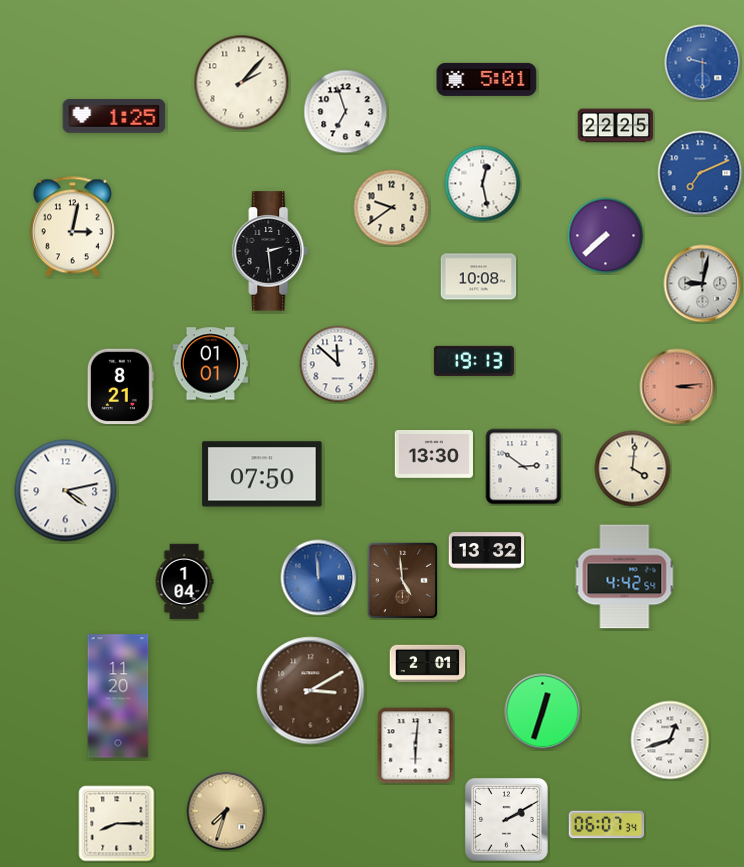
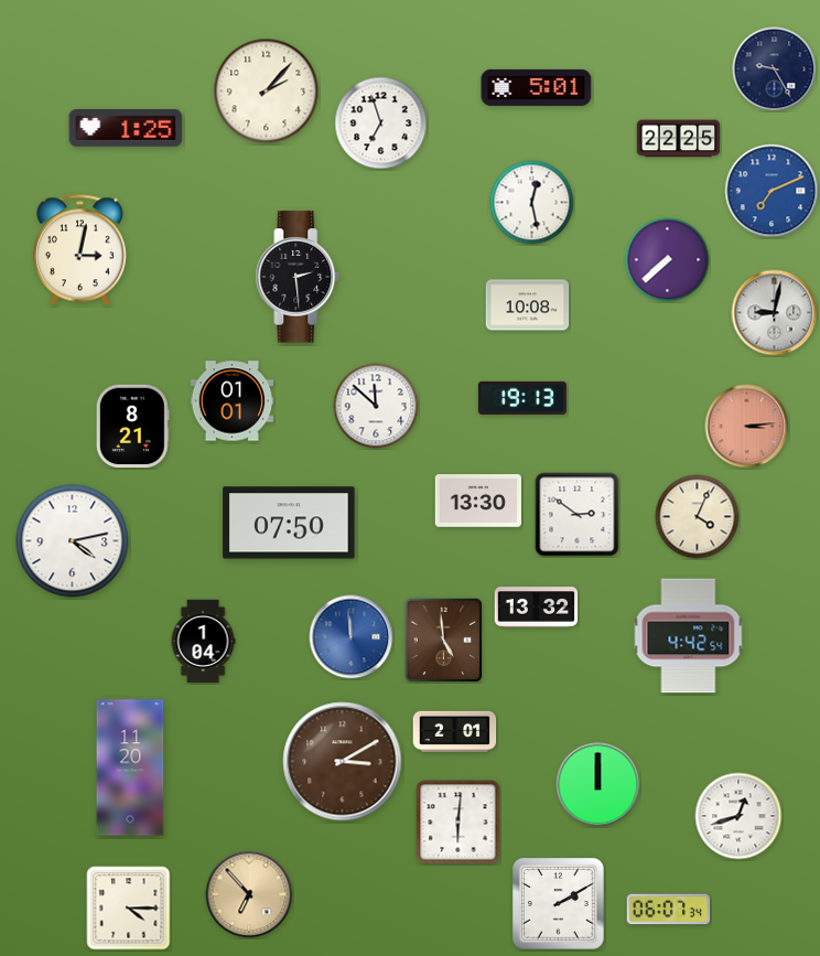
clock at (703, 63): 9:30 -> 9:25
clock at (703, 63) dial: blue -> navy
clock at (392, 208): 9:39 -> none
clock at (338, 364) position: (338, 364) -> (376, 406)
clock at (633, 469): 4:01 -> 4:04
clock at (428, 663) position: (428, 663) -> (455, 731)
clock at (543, 712): 12:33 -> 12:00
clock at (226, 811): 7:33 -> 6:53
clock at (117, 824): 8:15 -> 4:15
